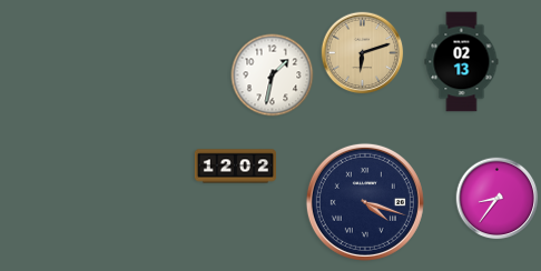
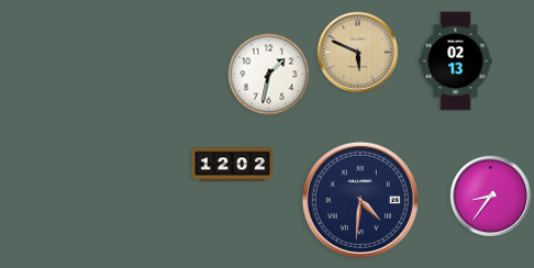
clock at (363, 53): 6:12 -> 5:49
clock at (365, 202): 4:18 -> 4:31
